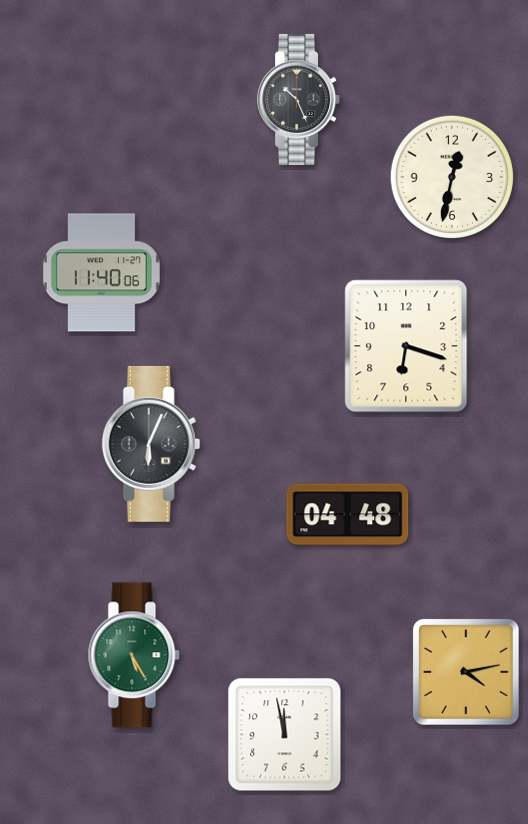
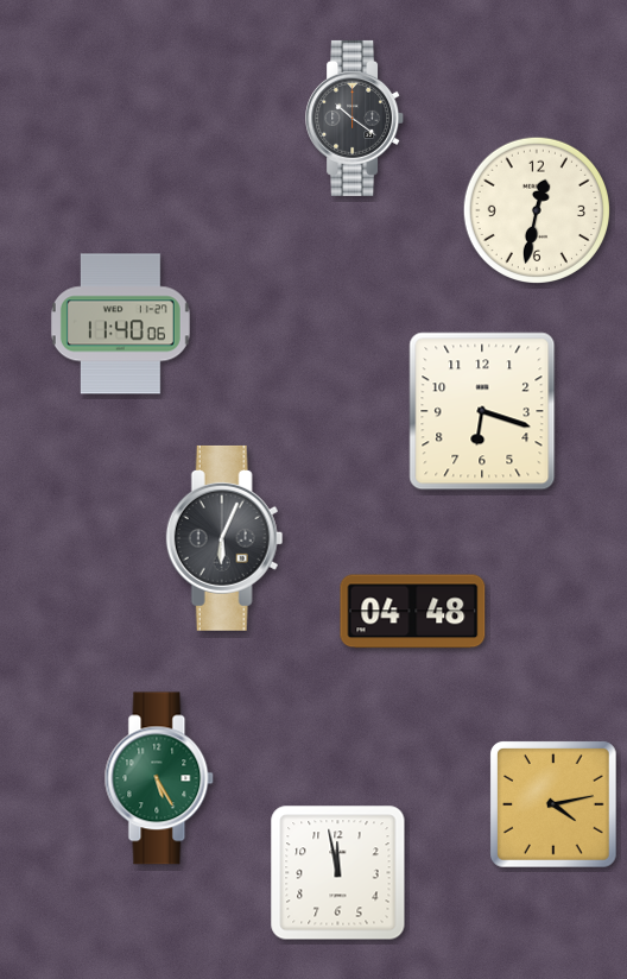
clock at (299, 99): 10:26 -> 10:21
clock at (151, 444) position: (151, 444) -> (224, 538)
clock at (467, 673) position: (467, 673) -> (555, 806)
